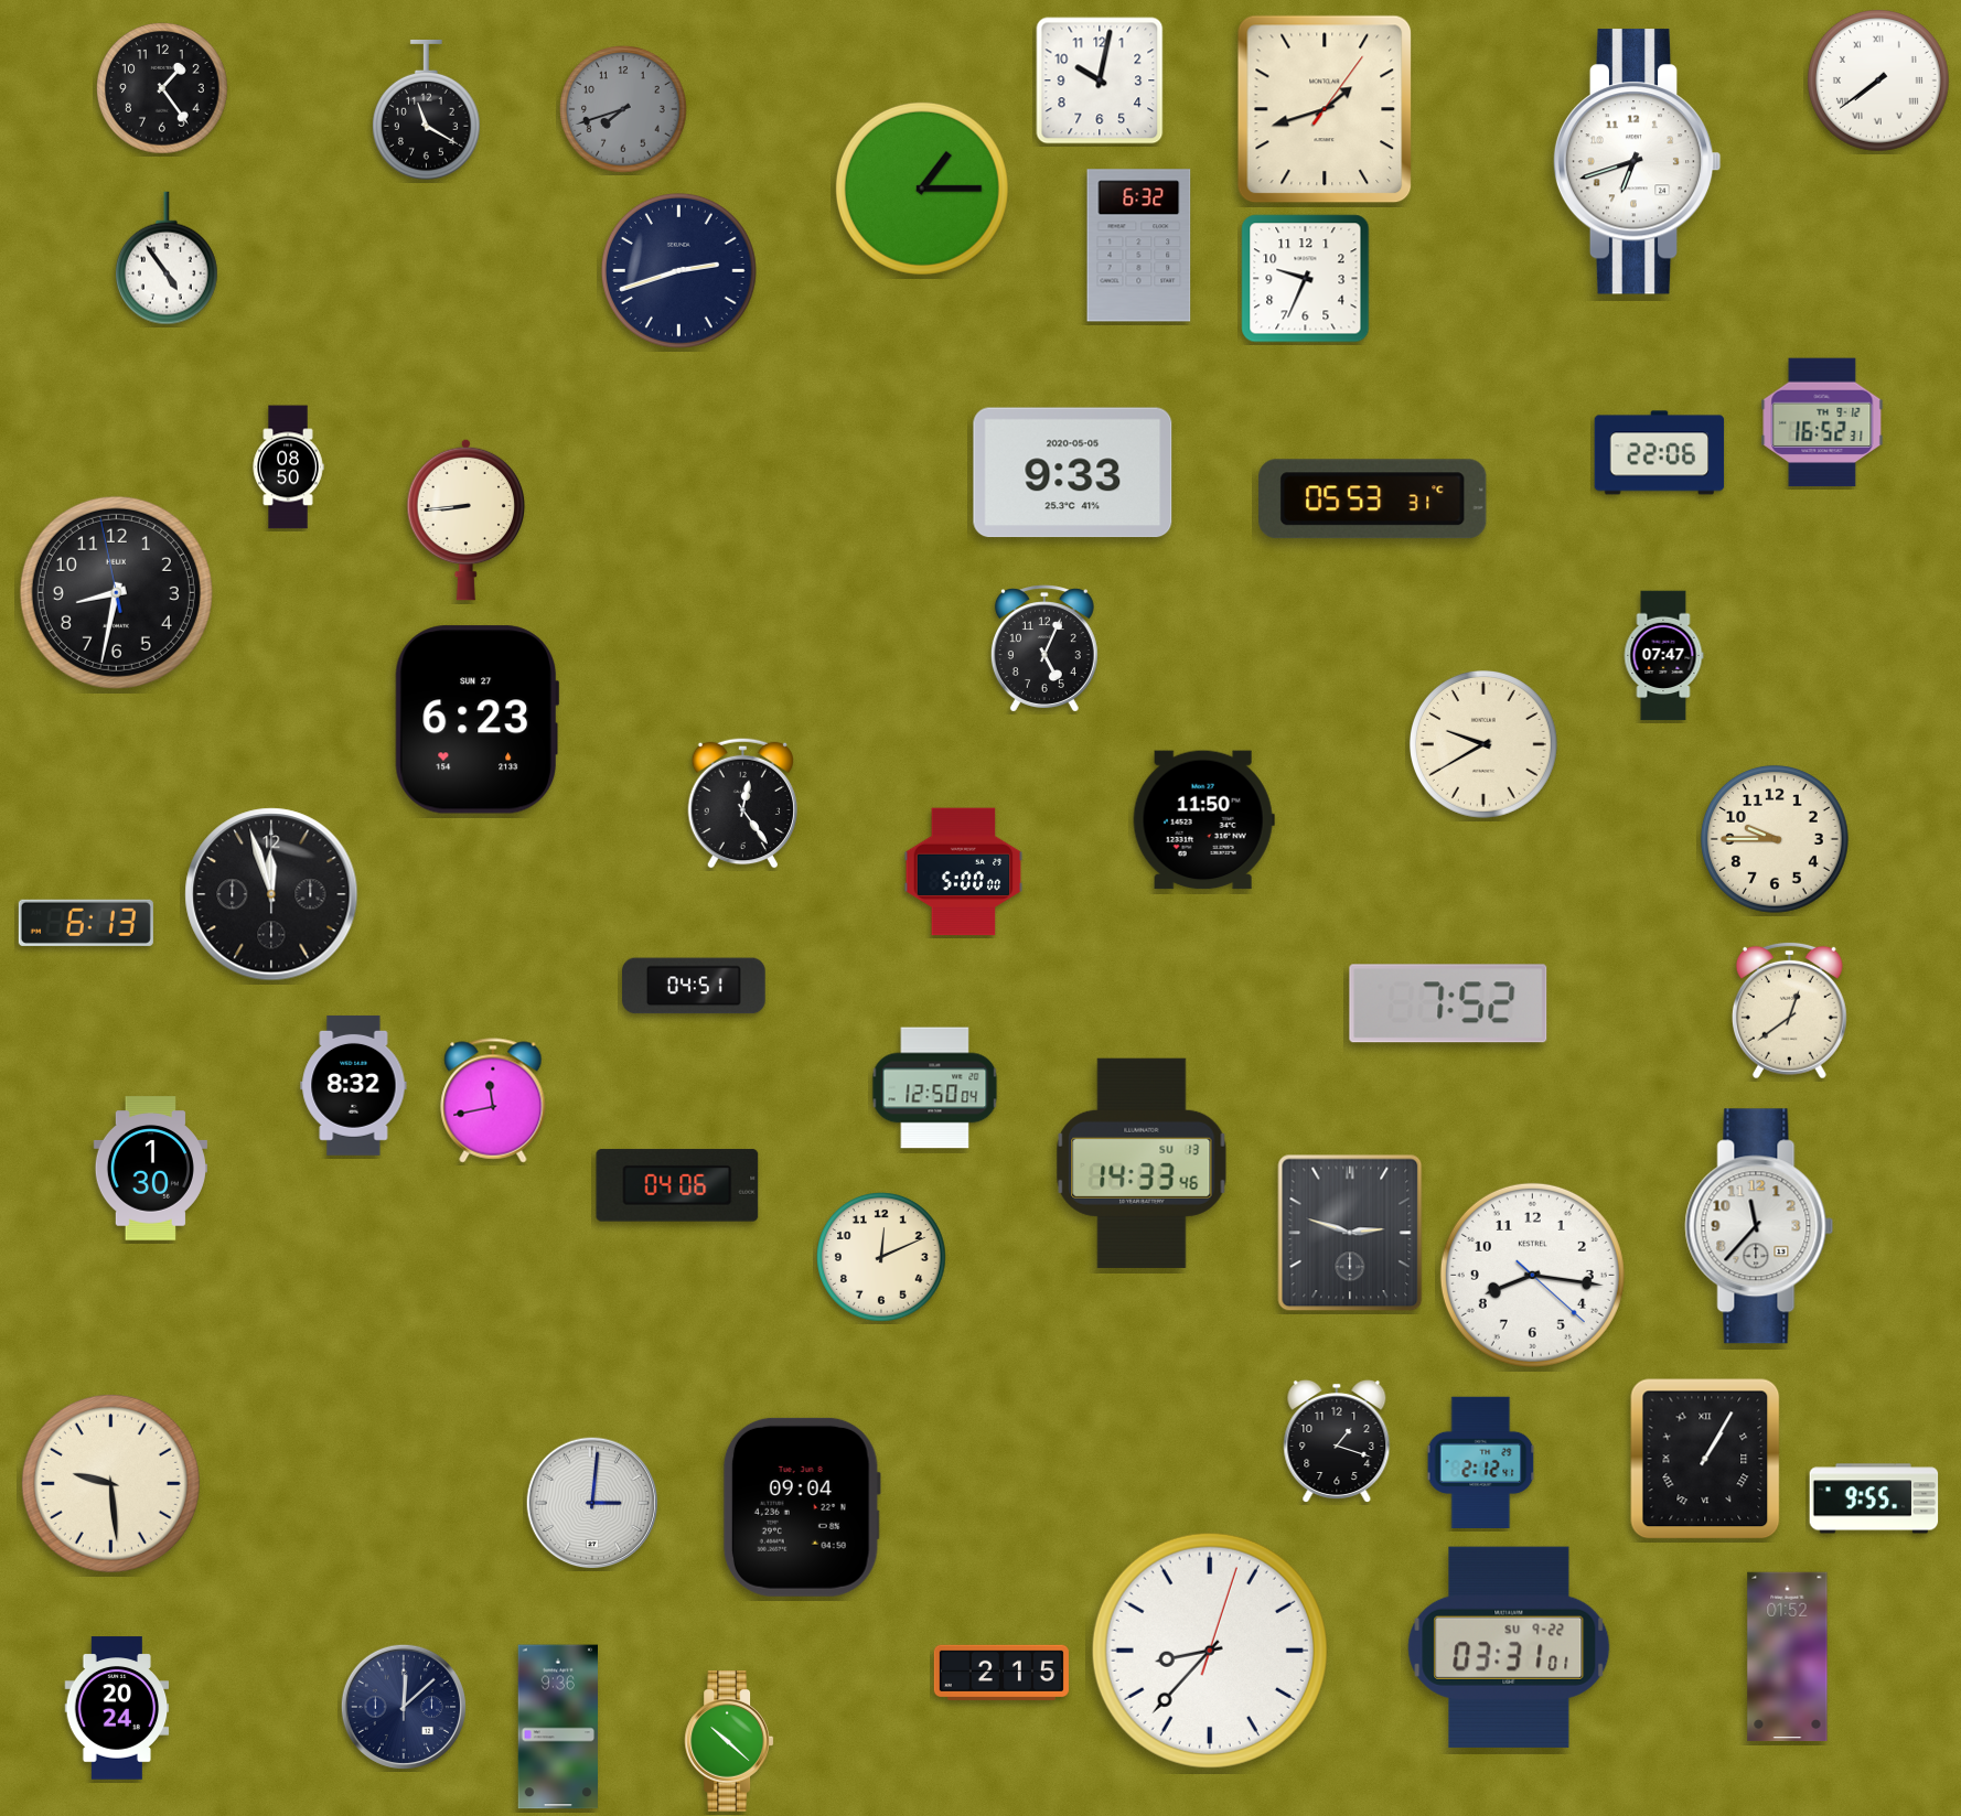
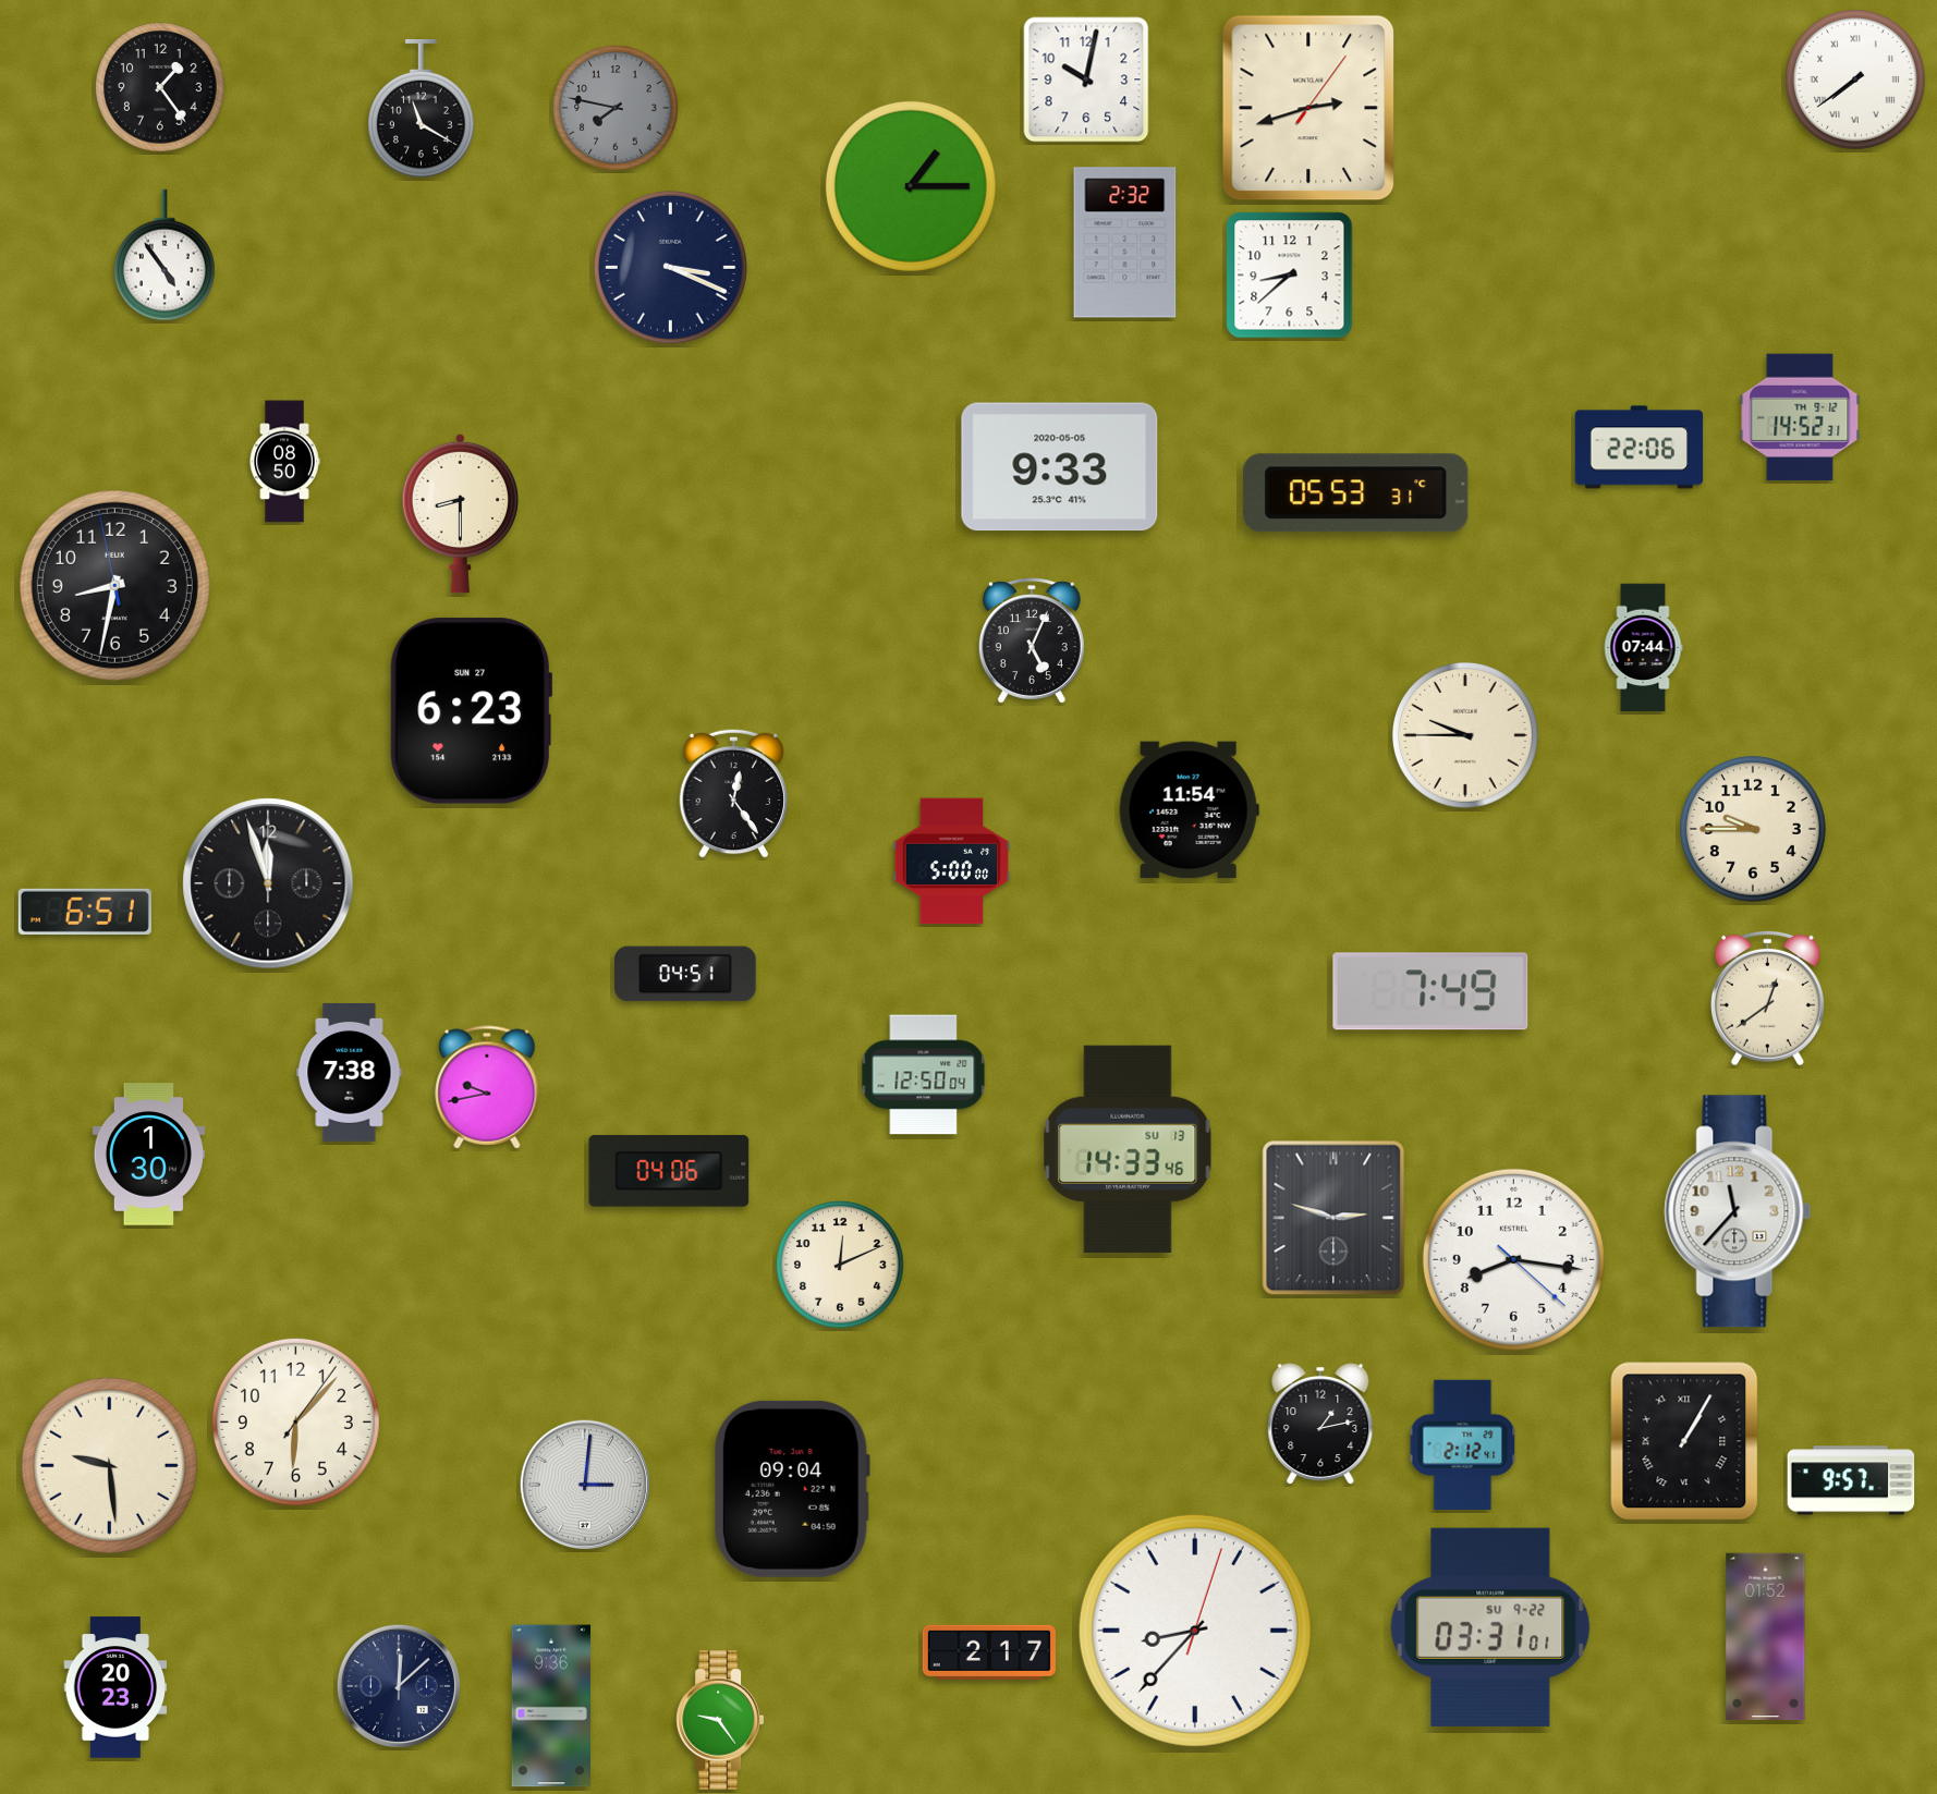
clock at (623, 109): 7:42 -> 7:47
clock at (1325, 109): 1:42 -> 2:42
clock at (1637, 162): 6:42 -> none
clock at (1139, 246): 6:32 -> 2:32
clock at (678, 270): 2:42 -> 3:19
clock at (1306, 279): 9:34 -> 8:38
clock at (1822, 422): 16:52 -> 14:52
clock at (467, 519): 8:44 -> 8:30
clock at (1663, 656): 07:47 -> 07:44
clock at (1483, 744): 9:40 -> 9:45
clock at (1203, 820): 11:50 -> 11:54
clock at (86, 923): 6:13 -> 6:51
clock at (1448, 1003): 7:52 -> 7:49
clock at (354, 1085): 8:32 -> 7:38
clock at (493, 1100): 11:43 -> 9:43
clock at (881, 1257) position: (881, 1257) -> (840, 1265)
clock at (295, 1421): none -> 6:07
clock at (1337, 1441): 1:18 -> 1:13
clock at (1874, 1498): 9:55 -> 9:57
clock at (1001, 1673): 2:15 -> 2:17
clock at (117, 1708): 20:24 -> 20:23
clock at (729, 1742): 10:22 -> 9:24
